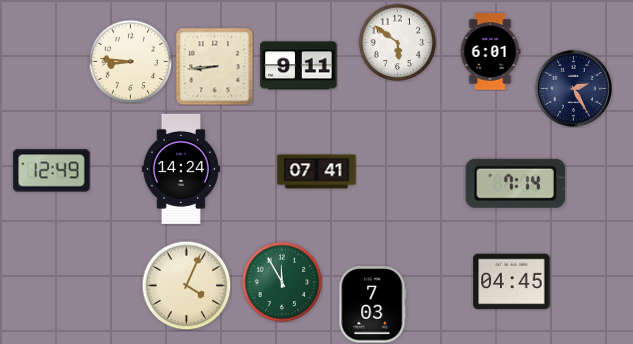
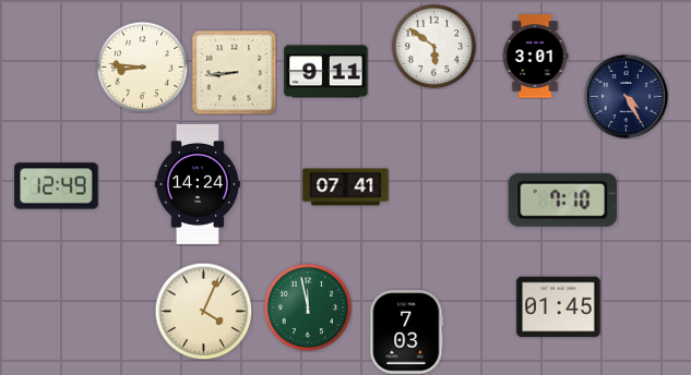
clock at (490, 52): 6:01 -> 3:01
clock at (573, 88): 2:25 -> 4:25
clock at (516, 183): 7:14 -> 7:10
clock at (282, 282): 11:55 -> 11:58
clock at (512, 282): 04:45 -> 01:45
